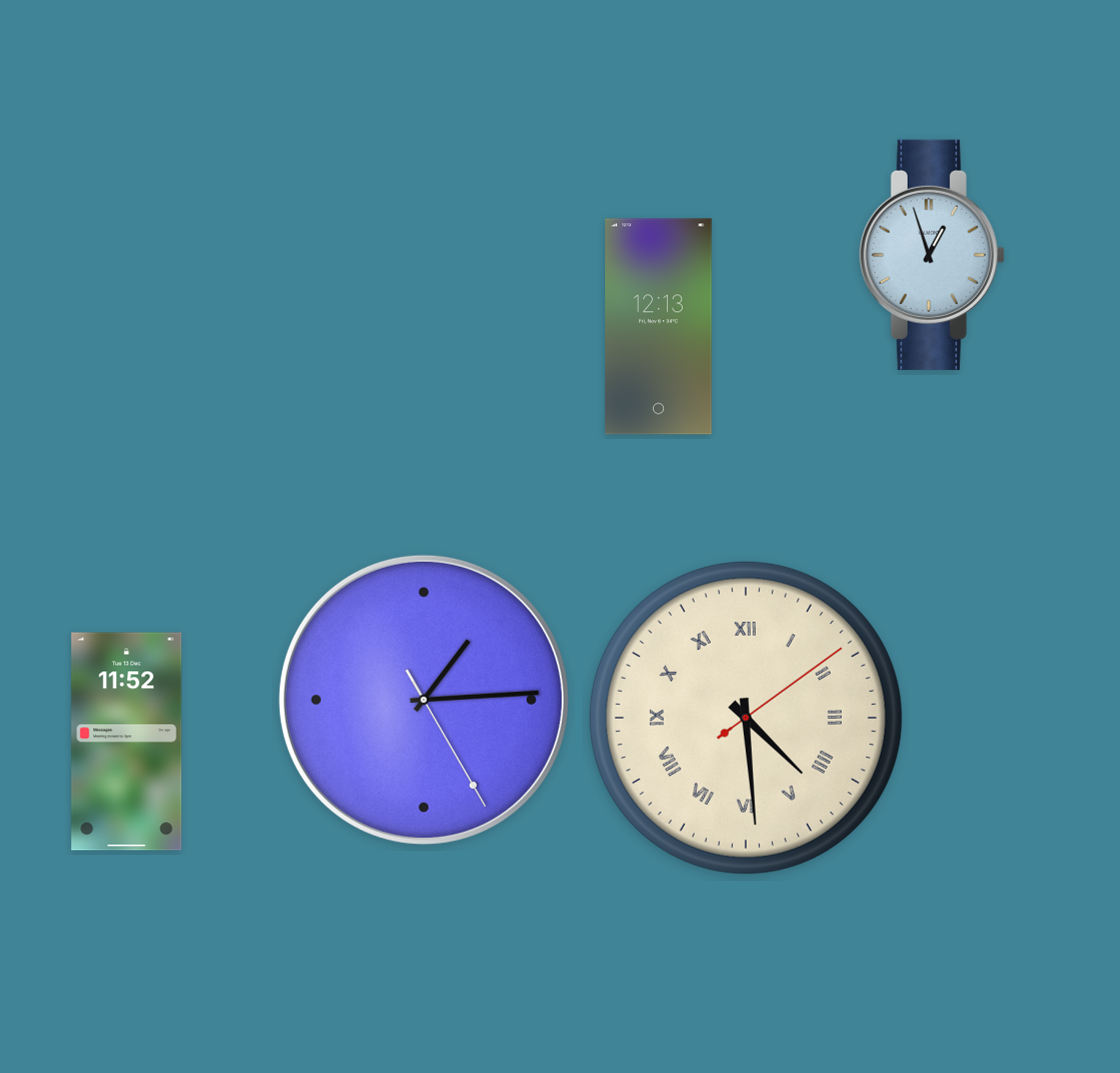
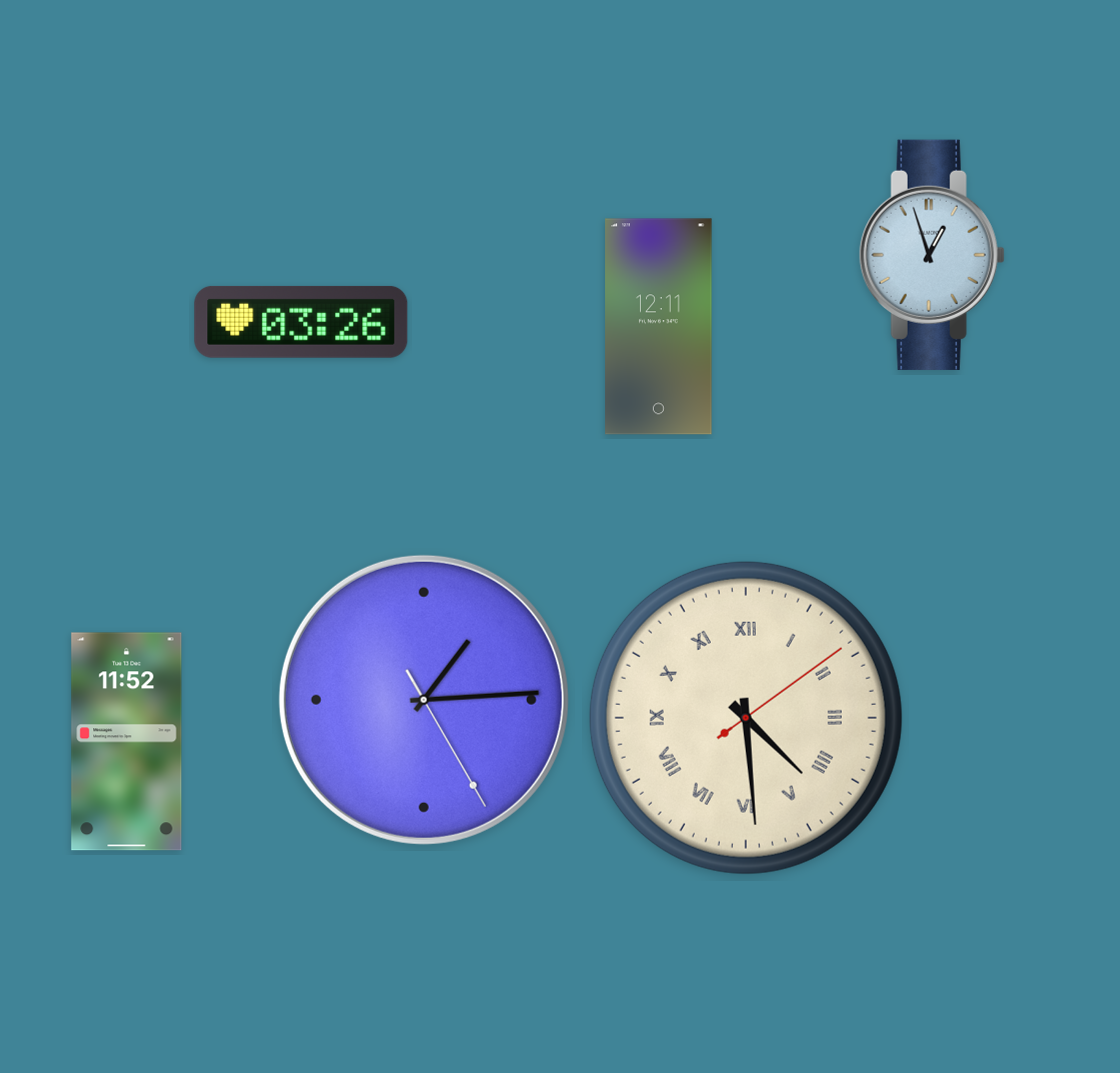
clock at (301, 322): none -> 03:26
clock at (659, 327): 12:13 -> 12:11
